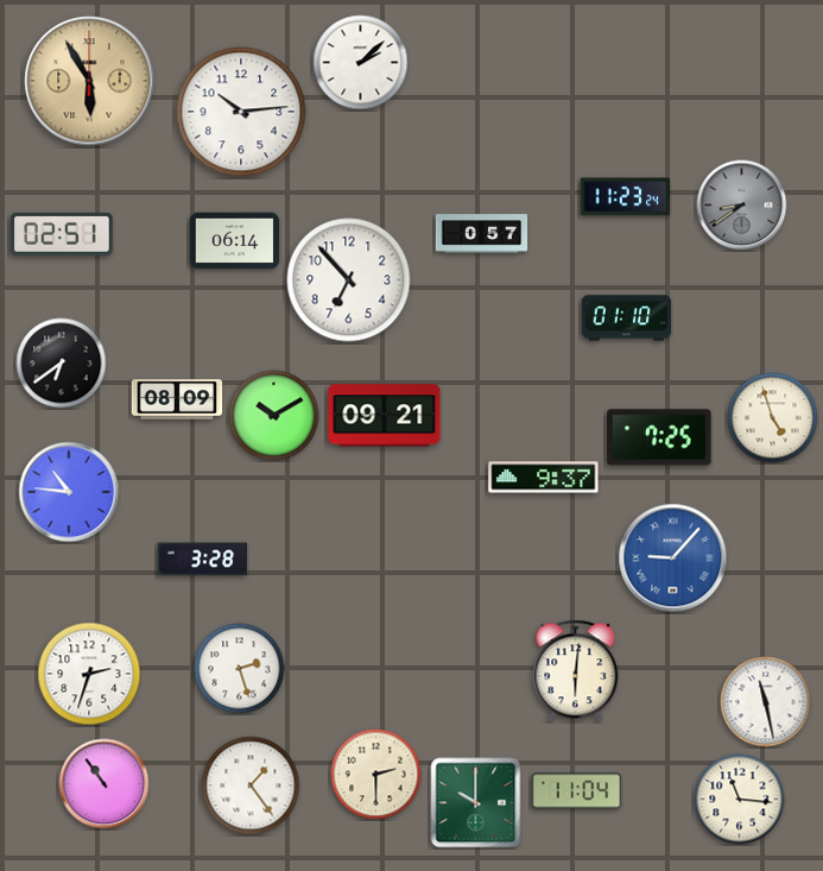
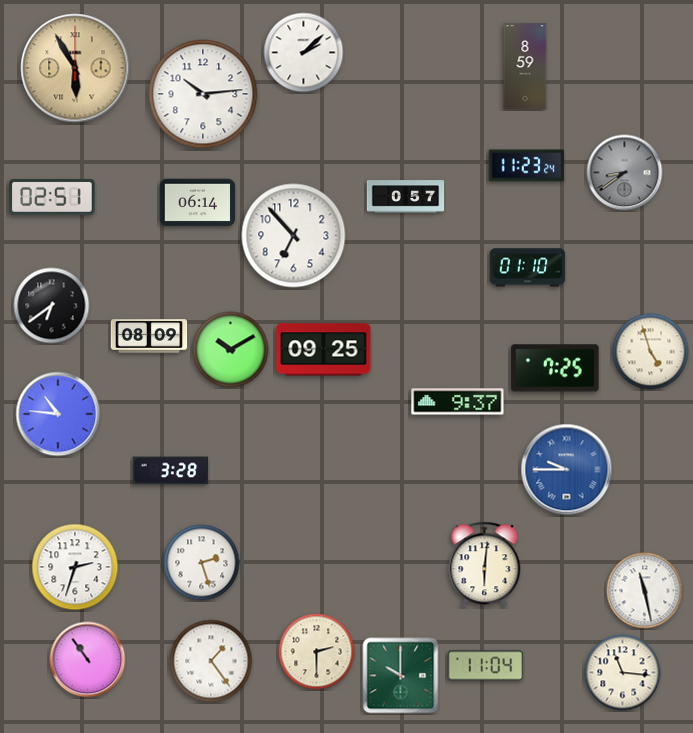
clock at (525, 66): none -> 8:59
clock at (385, 416): 09:21 -> 09:25
clock at (673, 558): 9:07 -> 9:45
